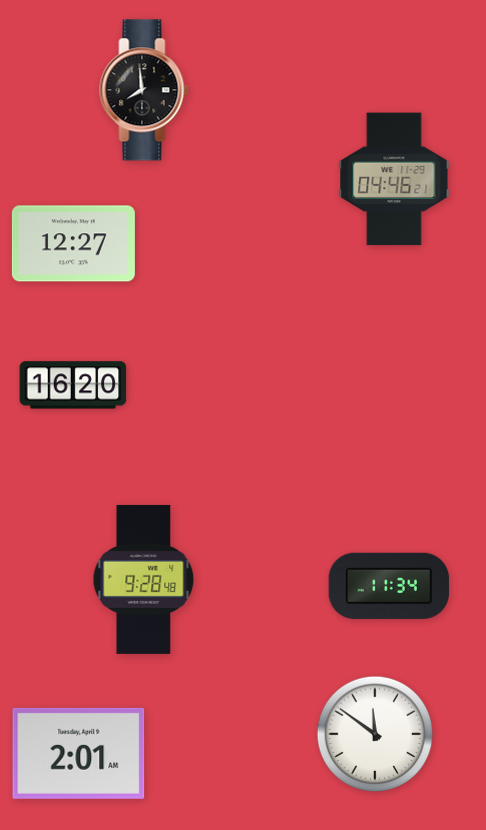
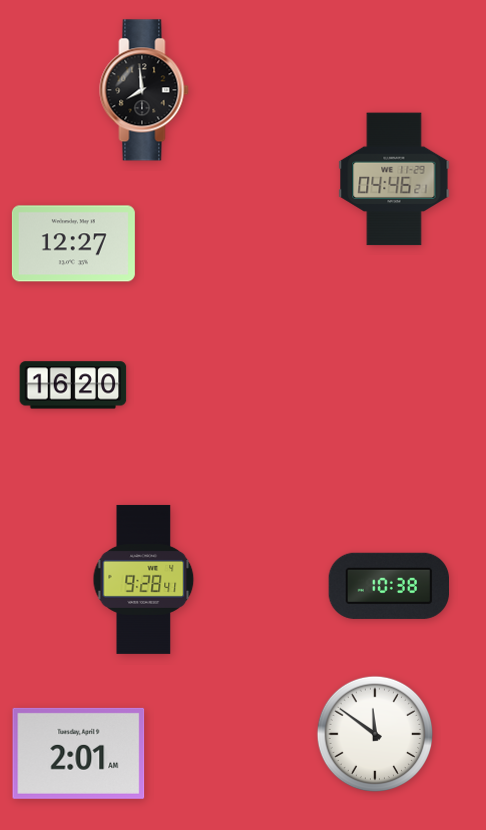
clock at (144, 579): 9:28:48 -> 9:28:41
clock at (388, 586): 11:34 -> 10:38
